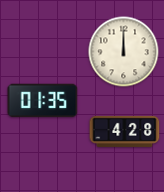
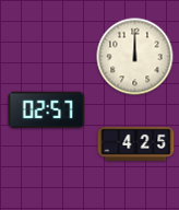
clock at (43, 101): 01:35 -> 02:57
clock at (125, 131): 4:28 -> 4:25
